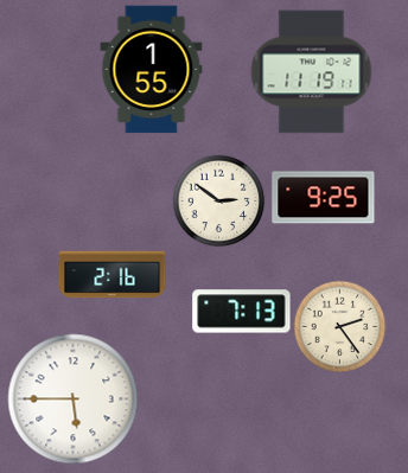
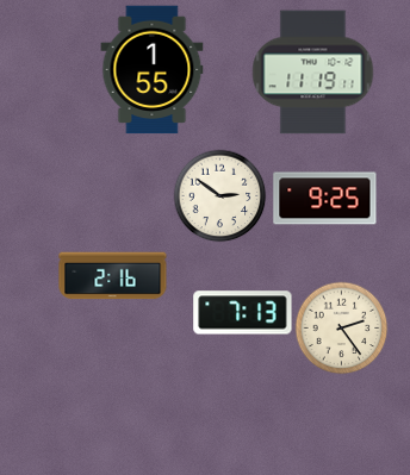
clock at (218, 200) position: (218, 200) -> (219, 195)
clock at (74, 400): 5:45 -> none
